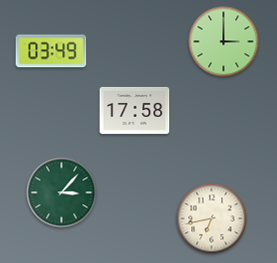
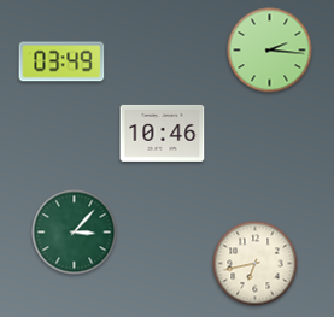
clock at (224, 42): 3:00 -> 2:16
clock at (135, 110): 17:58 -> 10:46
